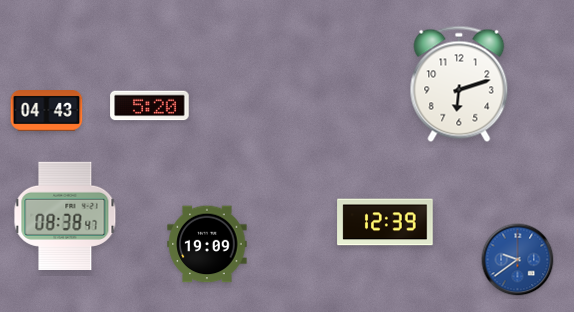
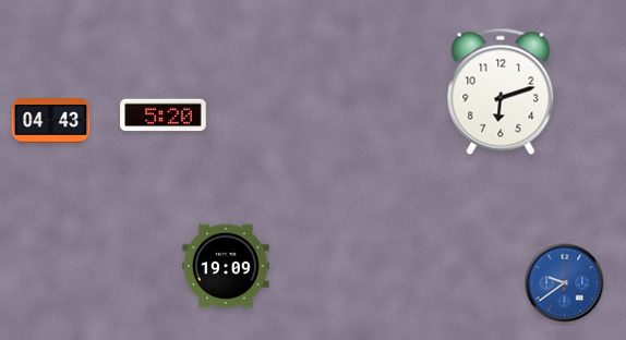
clock at (65, 216): 08:38 -> none
clock at (385, 222): 12:39 -> none
